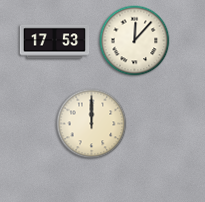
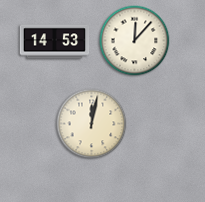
clock at (55, 42): 17:53 -> 14:53
clock at (92, 124): 12:00 -> 12:02
